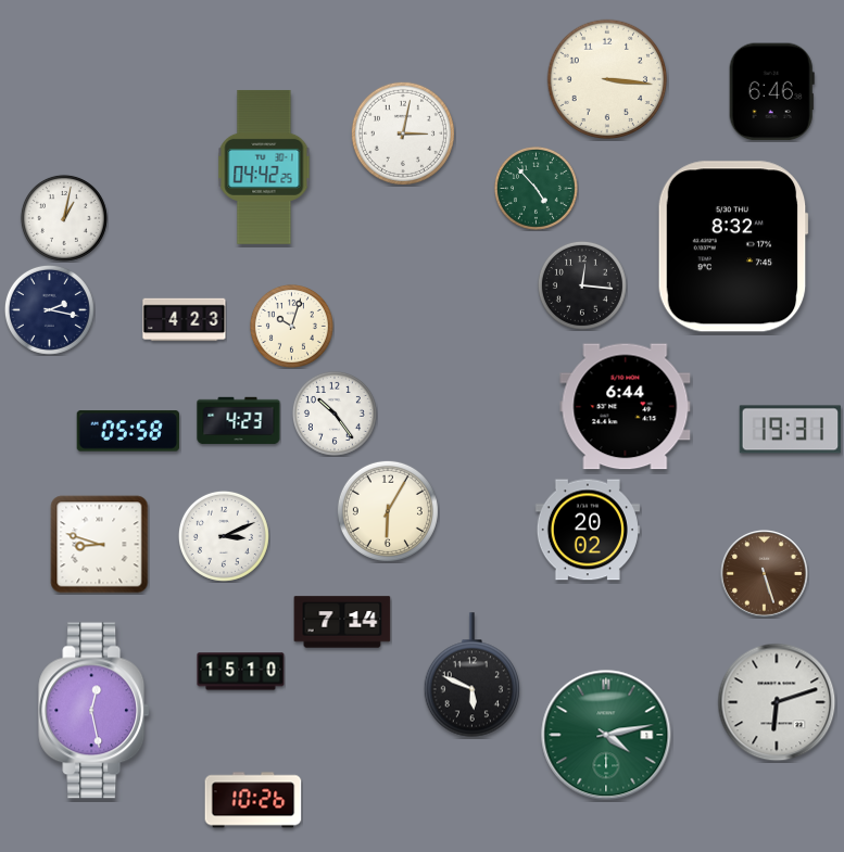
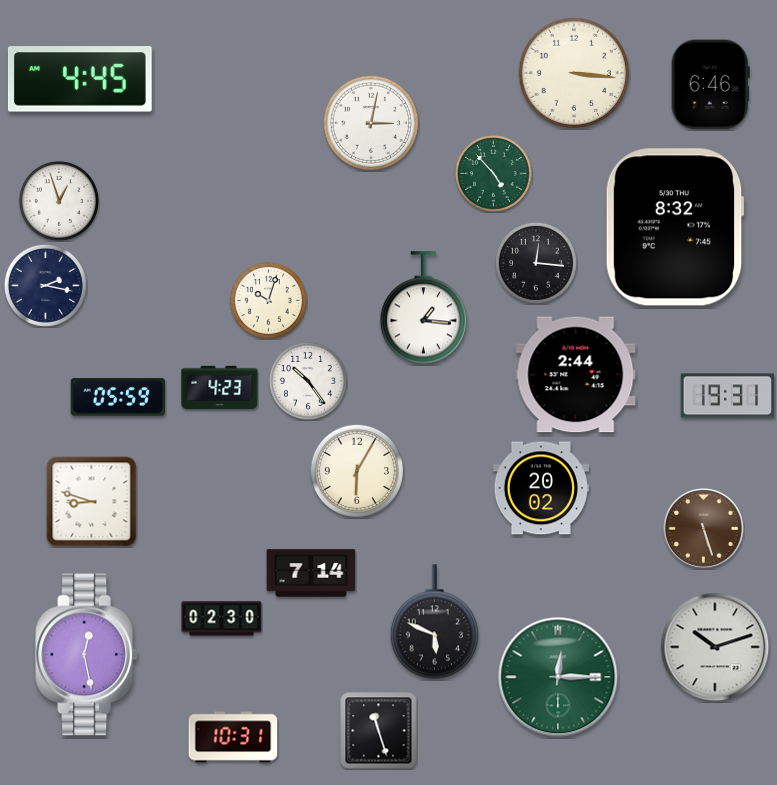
clock at (607, 79) position: (607, 79) -> (574, 73)
clock at (80, 79): none -> 4:45
clock at (264, 167): 04:42 -> none
clock at (64, 218): 1:02 -> 12:57
clock at (185, 320): 4:23 -> none
clock at (423, 308): none -> 1:16
clock at (626, 407): 6:44 -> 2:44
clock at (128, 431): 05:58 -> 05:59
clock at (224, 536): 3:11 -> none
clock at (342, 622) position: (342, 622) -> (311, 573)
clock at (241, 672): 15:10 -> 02:30
clock at (777, 702): 6:12 -> 10:12
clock at (606, 735): 4:13 -> 12:15
clock at (379, 731): none -> 11:27
clock at (253, 800): 10:26 -> 10:31
